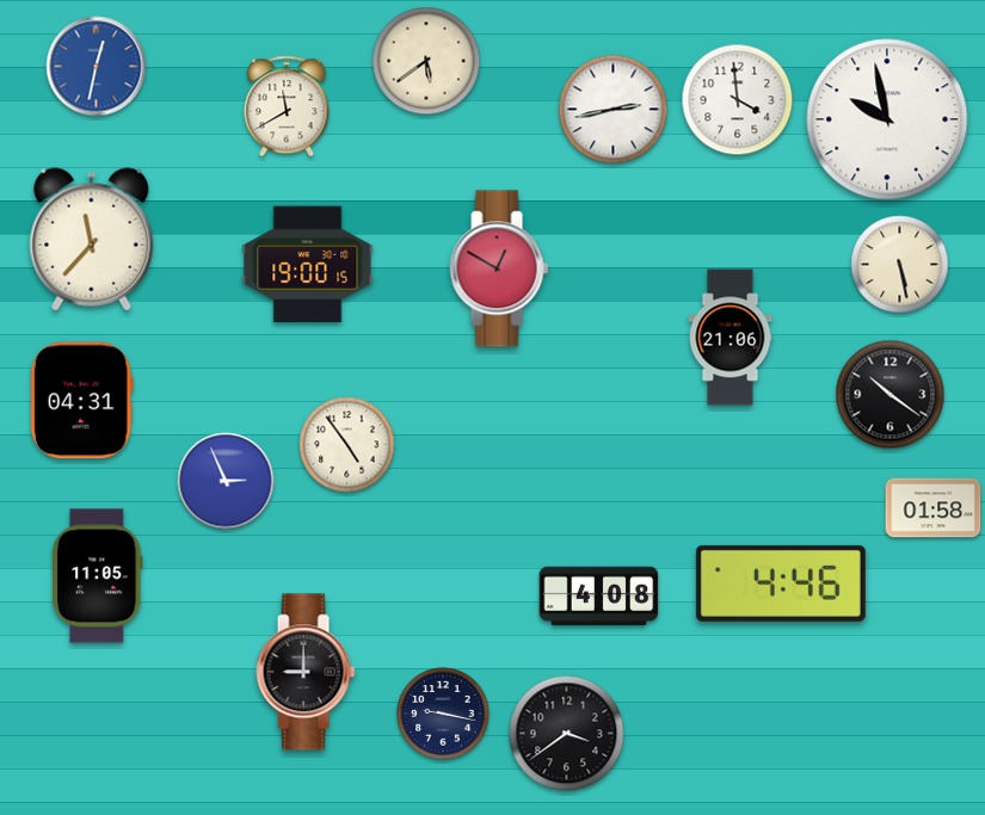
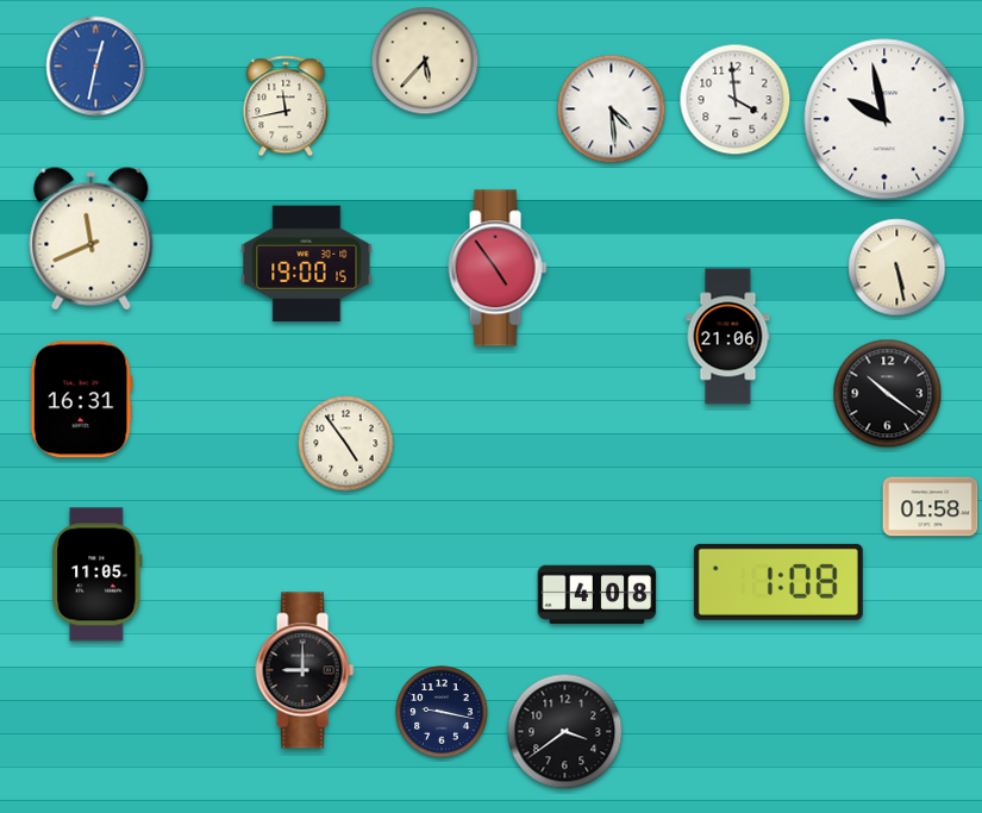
clock at (426, 61): 5:39 -> 5:37
clock at (287, 106): 11:40 -> 11:43
clock at (614, 110): 2:43 -> 4:29
clock at (92, 240): 11:37 -> 11:41
clock at (900, 265) position: (900, 265) -> (897, 268)
clock at (499, 268): 12:50 -> 4:54
clock at (81, 401): 04:31 -> 16:31
clock at (226, 481): 2:56 -> none
clock at (781, 584): 4:46 -> 1:08
